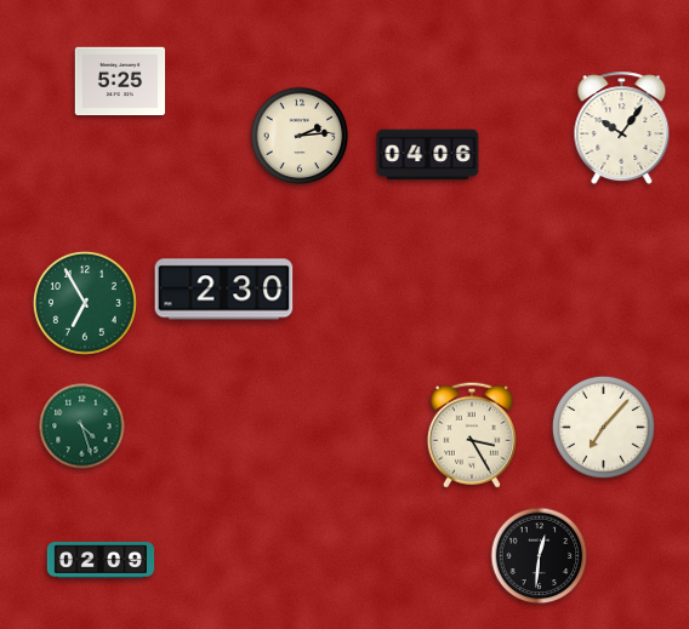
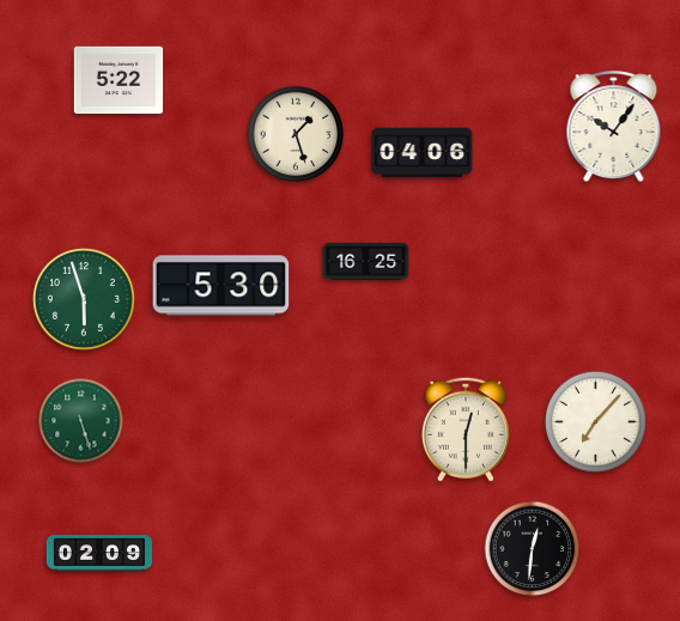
clock at (120, 81): 5:25 -> 5:22
clock at (300, 136): 2:14 -> 1:27
clock at (366, 261): none -> 16:25
clock at (224, 290): 2:30 -> 5:30
clock at (85, 303): 6:55 -> 5:57
clock at (82, 427): 4:27 -> 5:27
clock at (472, 435): 3:25 -> 12:30
